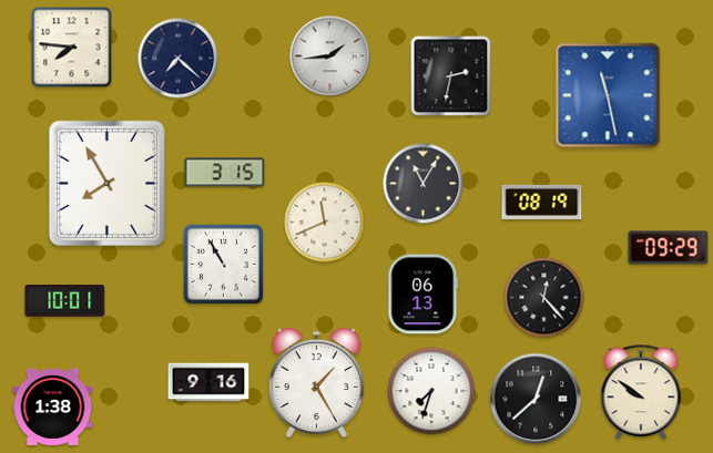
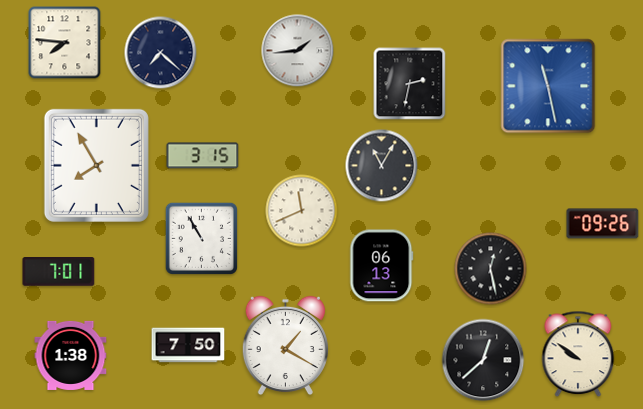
clock at (451, 76) position: (451, 76) -> (410, 84)
clock at (542, 202): 08:19 -> none
clock at (325, 223) position: (325, 223) -> (302, 211)
clock at (669, 248): 09:29 -> 09:26
clock at (544, 298): 12:23 -> 12:28
clock at (65, 301): 10:01 -> 7:01
clock at (208, 382): 9:16 -> 7:50
clock at (316, 383): 1:25 -> 1:20
clock at (431, 391): 7:33 -> none
clock at (53, 406) position: (53, 406) -> (71, 355)
